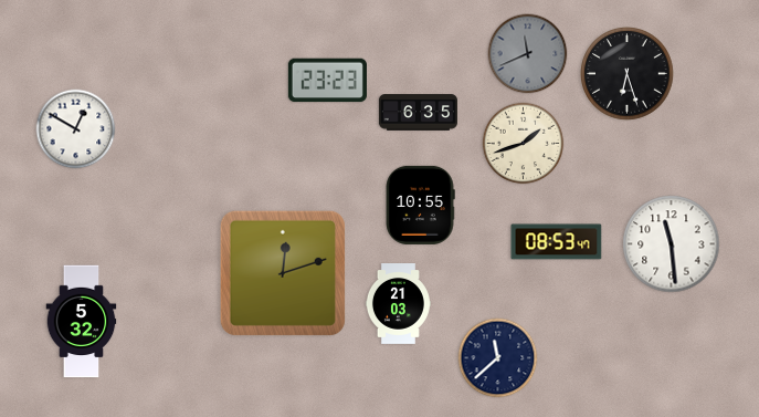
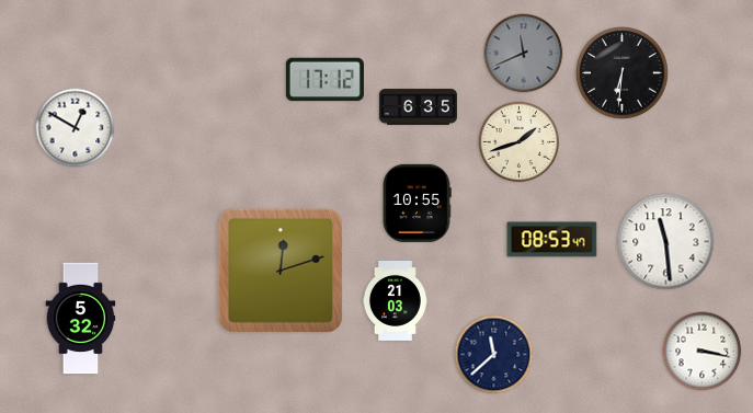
clock at (628, 74): 6:27 -> 6:31
clock at (327, 81): 23:23 -> 17:12
clock at (418, 113) position: (418, 113) -> (418, 107)
clock at (703, 352): none -> 3:17
